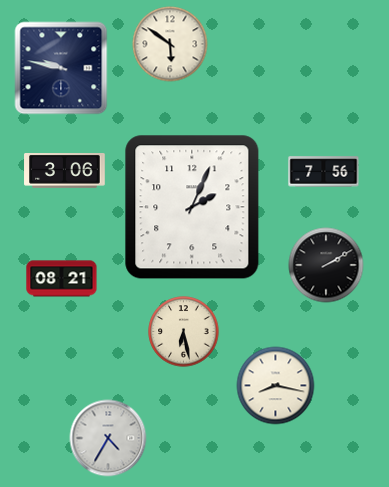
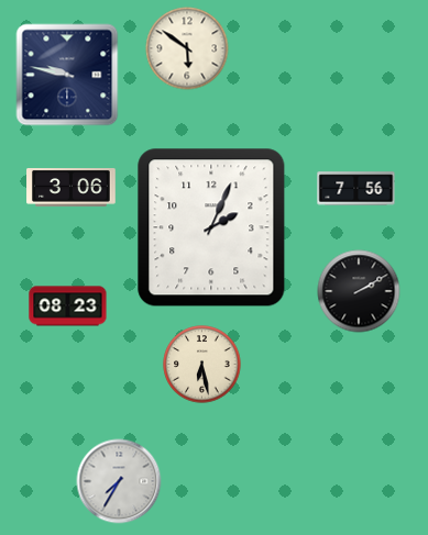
clock at (62, 279): 08:21 -> 08:23
clock at (276, 386): 8:17 -> none
clock at (108, 438): 4:35 -> 7:35
